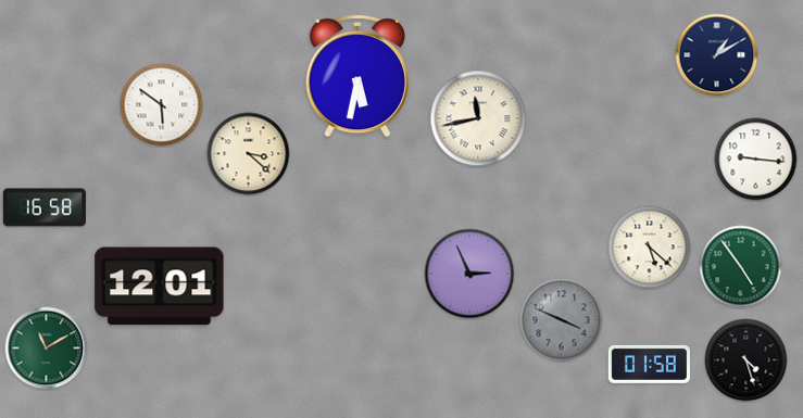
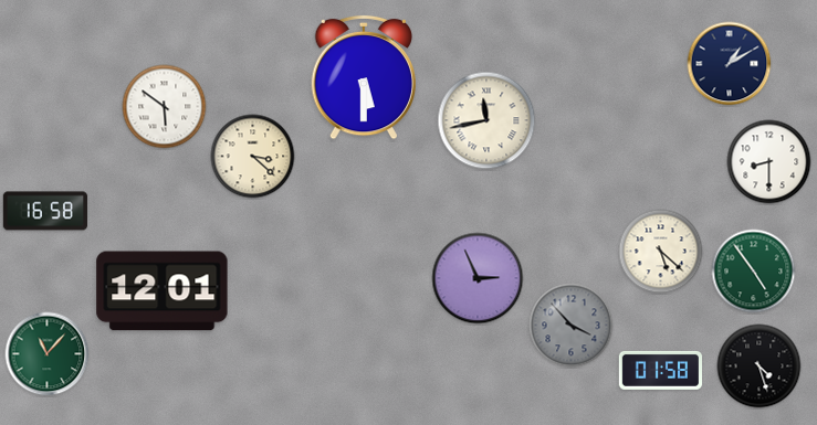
clock at (717, 55) position: (717, 55) -> (730, 64)
clock at (356, 76): 5:32 -> 5:30
clock at (756, 160): 9:16 -> 8:30
clock at (562, 320): 3:49 -> 3:53
clock at (47, 349): 11:10 -> 11:07
